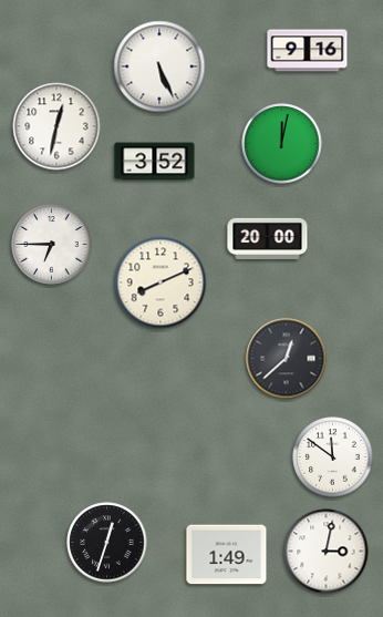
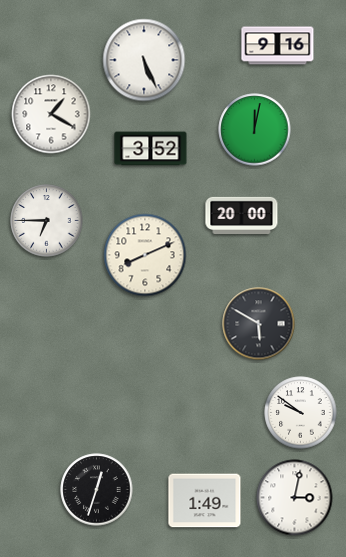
clock at (56, 126): 12:32 -> 1:20
clock at (155, 162) position: (155, 162) -> (151, 149)
clock at (287, 359): 12:38 -> 5:50
clock at (333, 457): 11:51 -> 9:51
